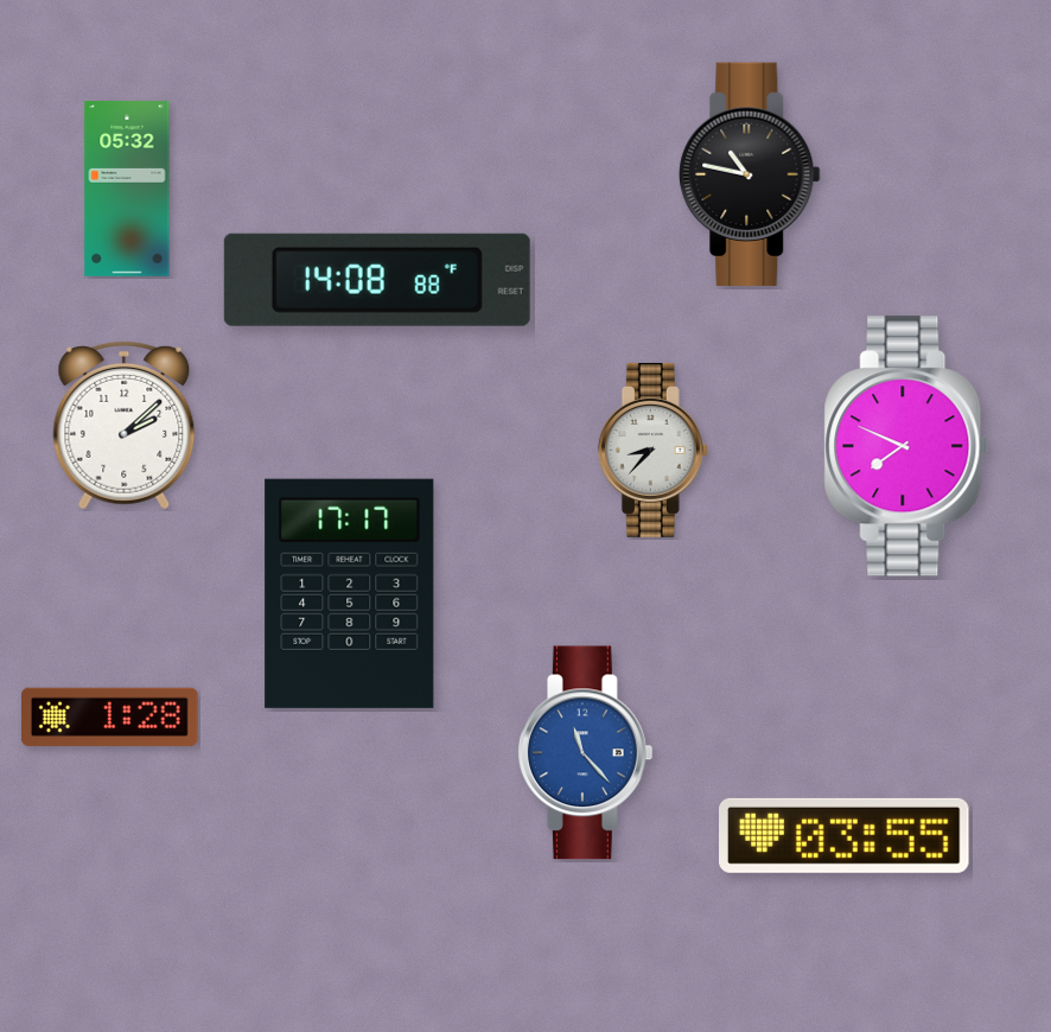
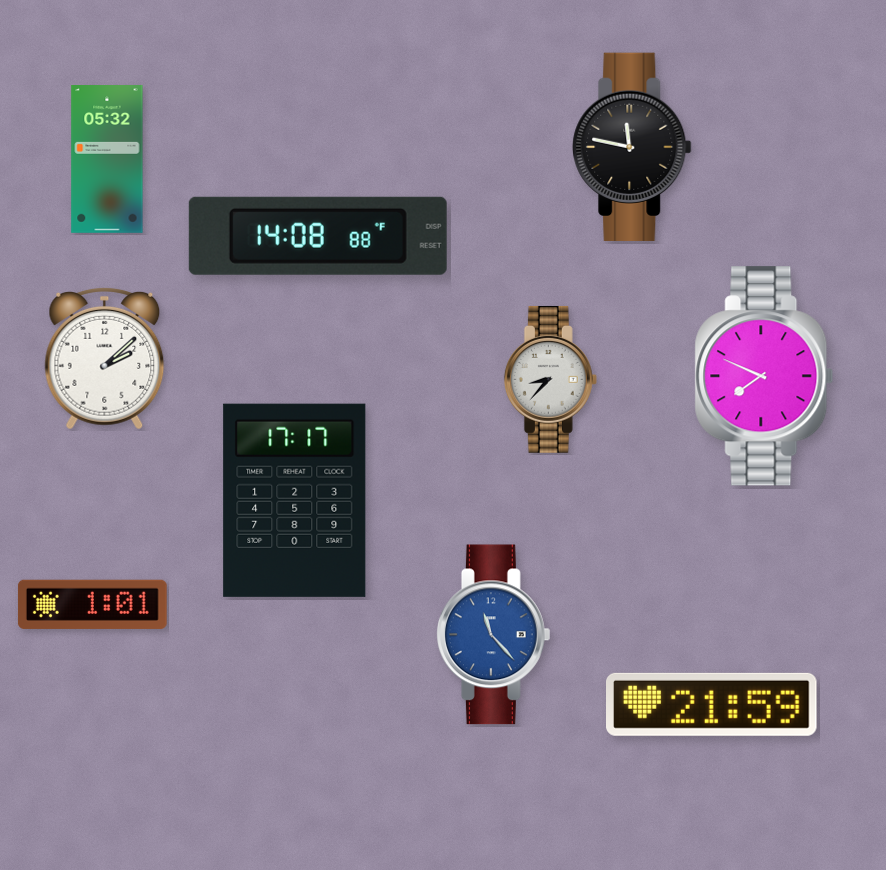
clock at (750, 174): 10:47 -> 11:47
clock at (109, 716): 1:28 -> 1:01
clock at (845, 835): 03:55 -> 21:59
